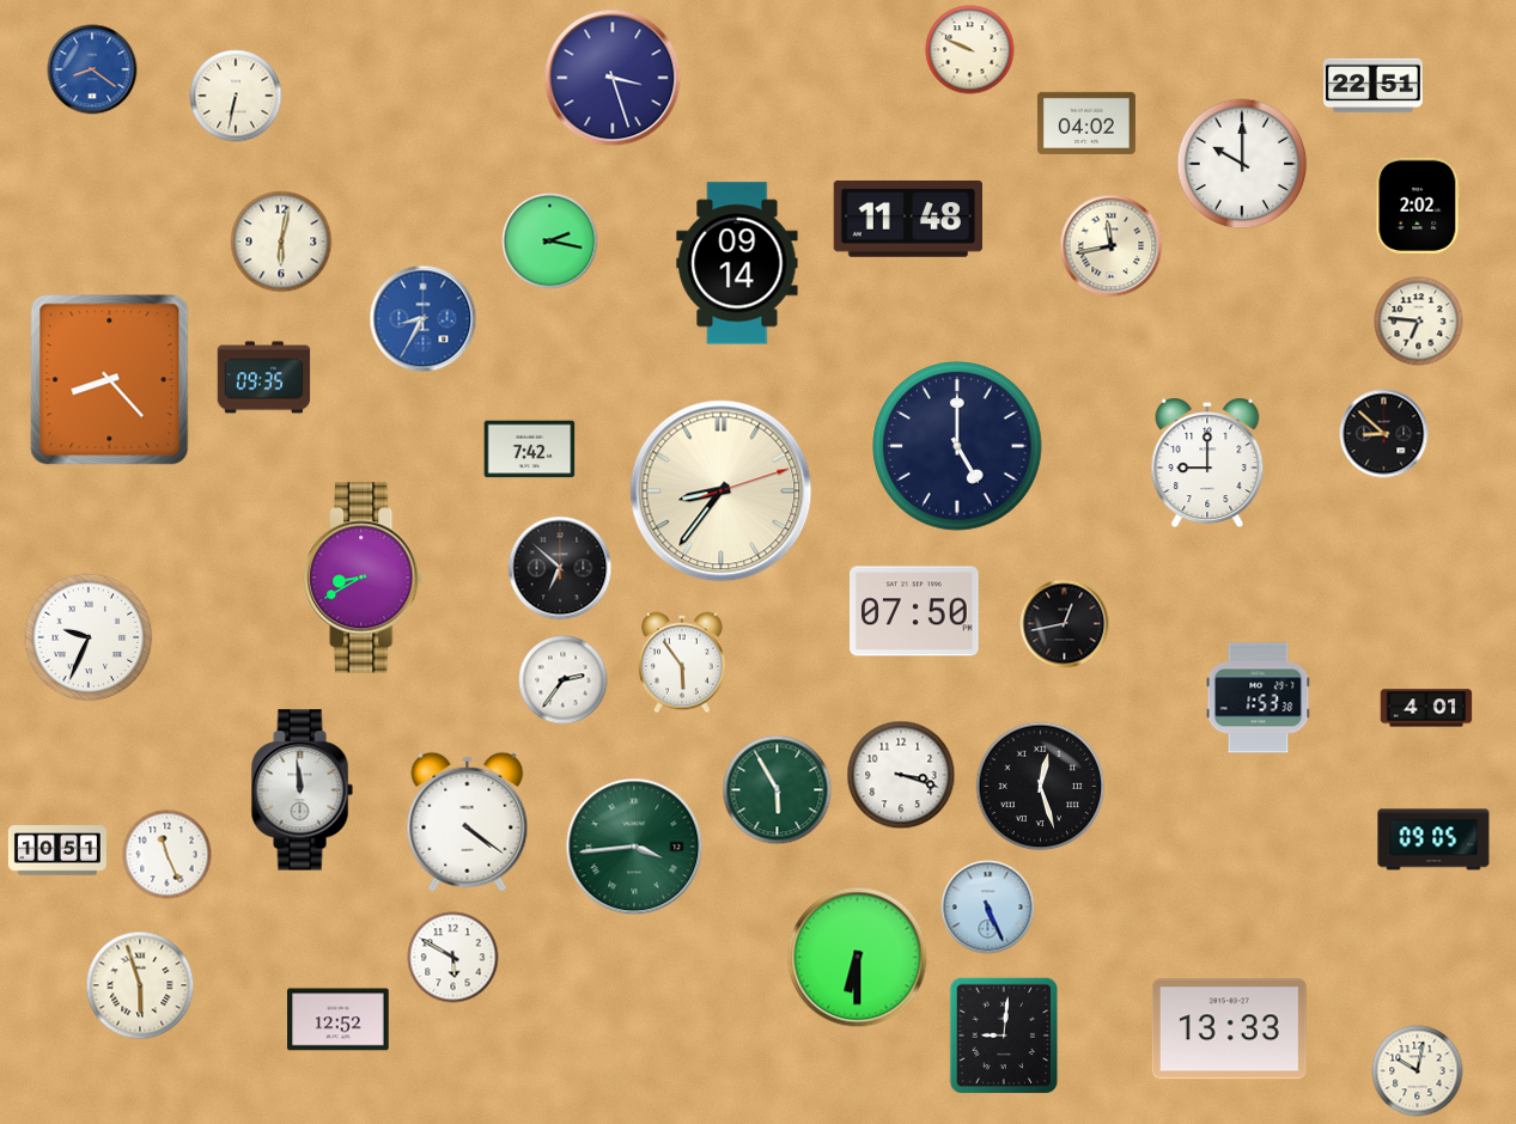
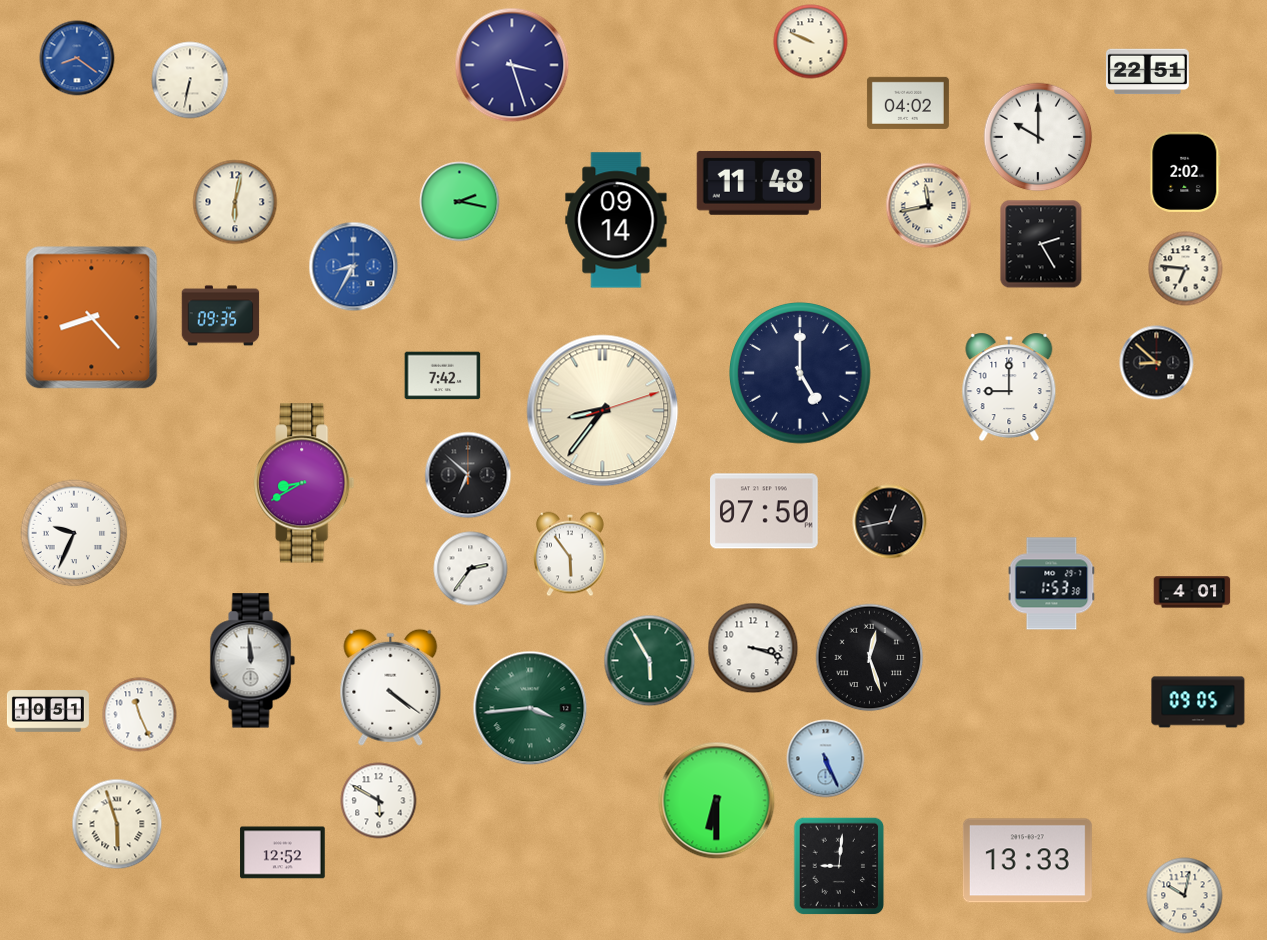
clock at (236, 96) position: (236, 96) -> (190, 80)
clock at (1041, 244): none -> 2:25
